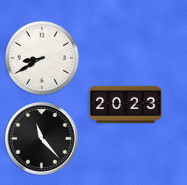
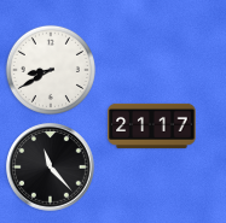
clock at (126, 104): 20:23 -> 21:17
